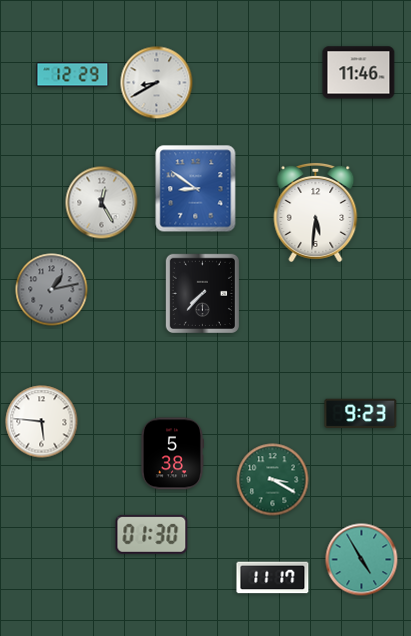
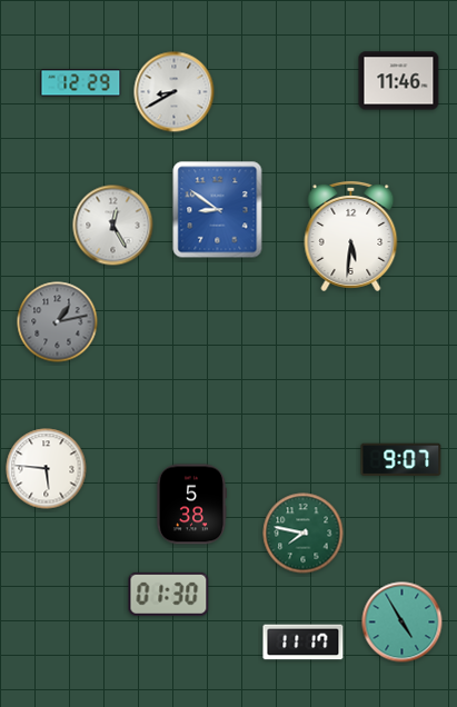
clock at (202, 293): 7:37 -> none
clock at (361, 414): 9:23 -> 9:07
clock at (273, 480): 3:20 -> 7:47
